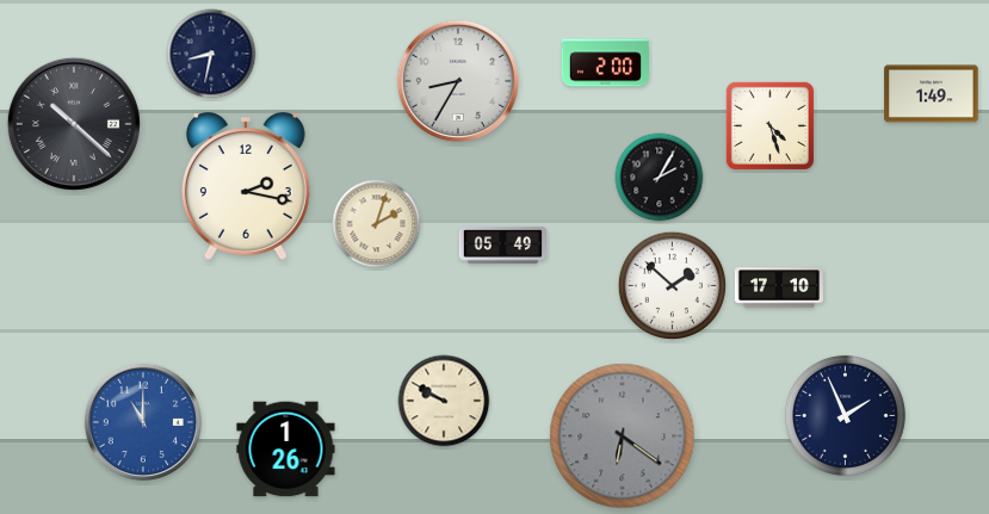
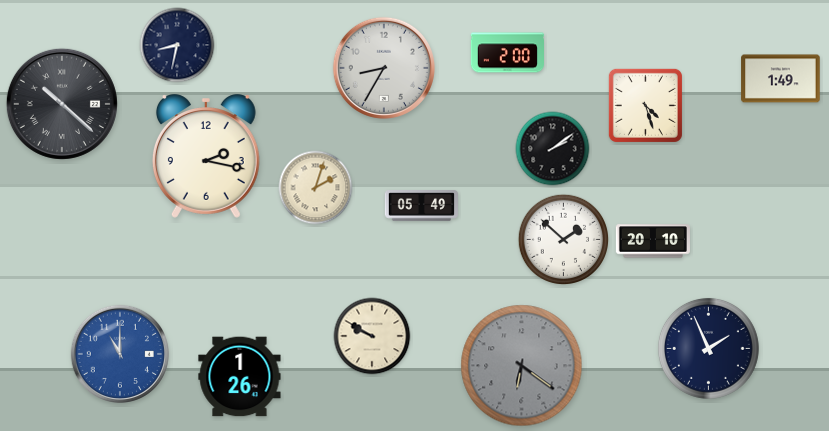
clock at (660, 178): 2:05 -> 2:09
clock at (779, 287): 17:10 -> 20:10
